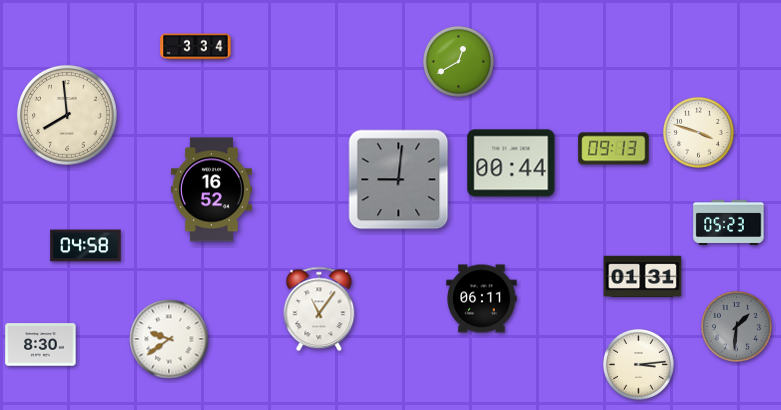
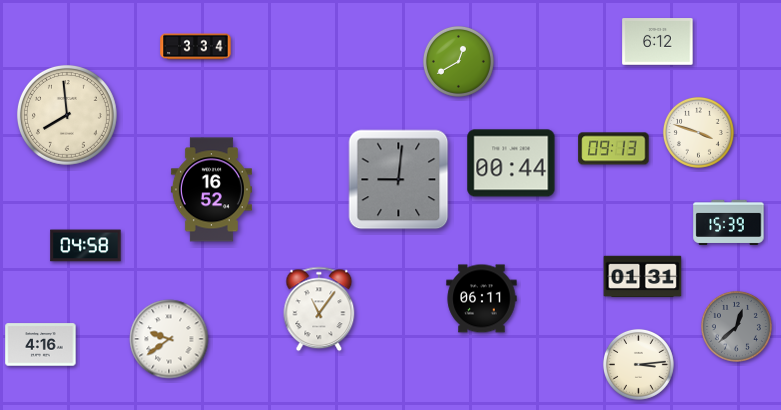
clock at (658, 42): none -> 6:12
clock at (729, 222): 05:23 -> 15:39
clock at (736, 326): 1:31 -> 12:38
clock at (41, 345): 8:30 -> 4:16
